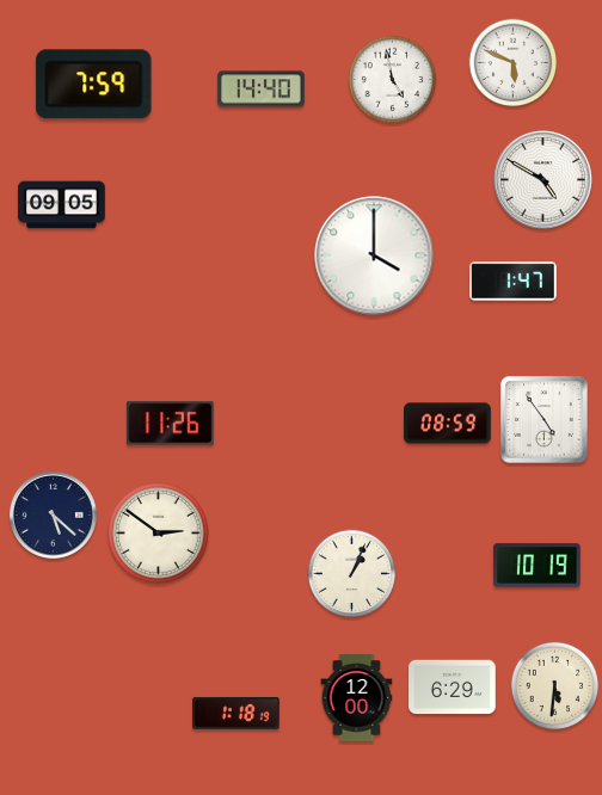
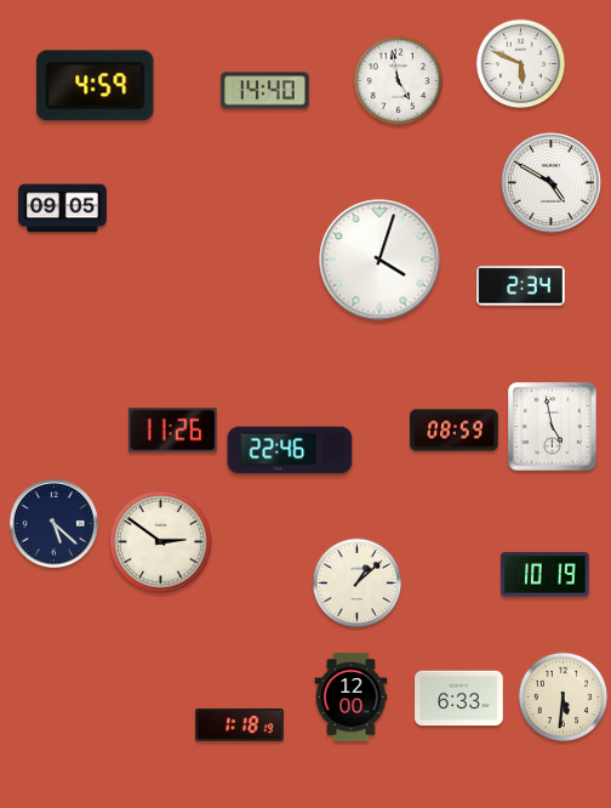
clock at (94, 85): 7:59 -> 4:59
clock at (374, 255): 4:00 -> 4:03
clock at (514, 282): 1:47 -> 2:34
clock at (545, 420): 4:54 -> 4:58
clock at (290, 450): none -> 22:46
clock at (352, 574): 1:04 -> 1:08
clock at (453, 688): 6:29 -> 6:33
clock at (357, 698) position: (357, 698) -> (352, 698)
